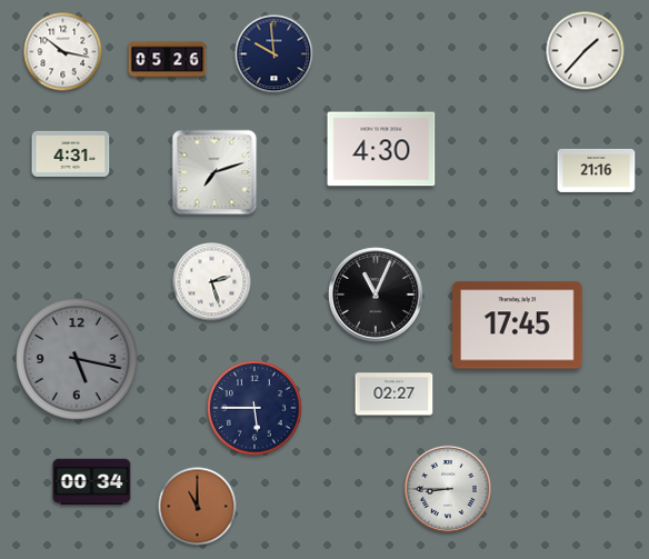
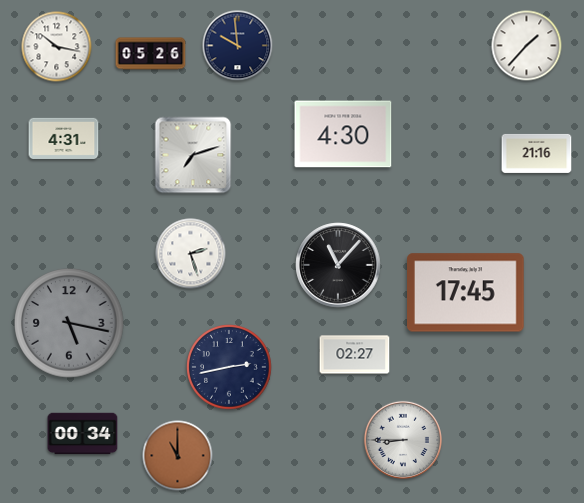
clock at (274, 54) position: (274, 54) -> (238, 46)
clock at (376, 295): 11:04 -> 11:07
clock at (254, 408): 5:45 -> 2:43
